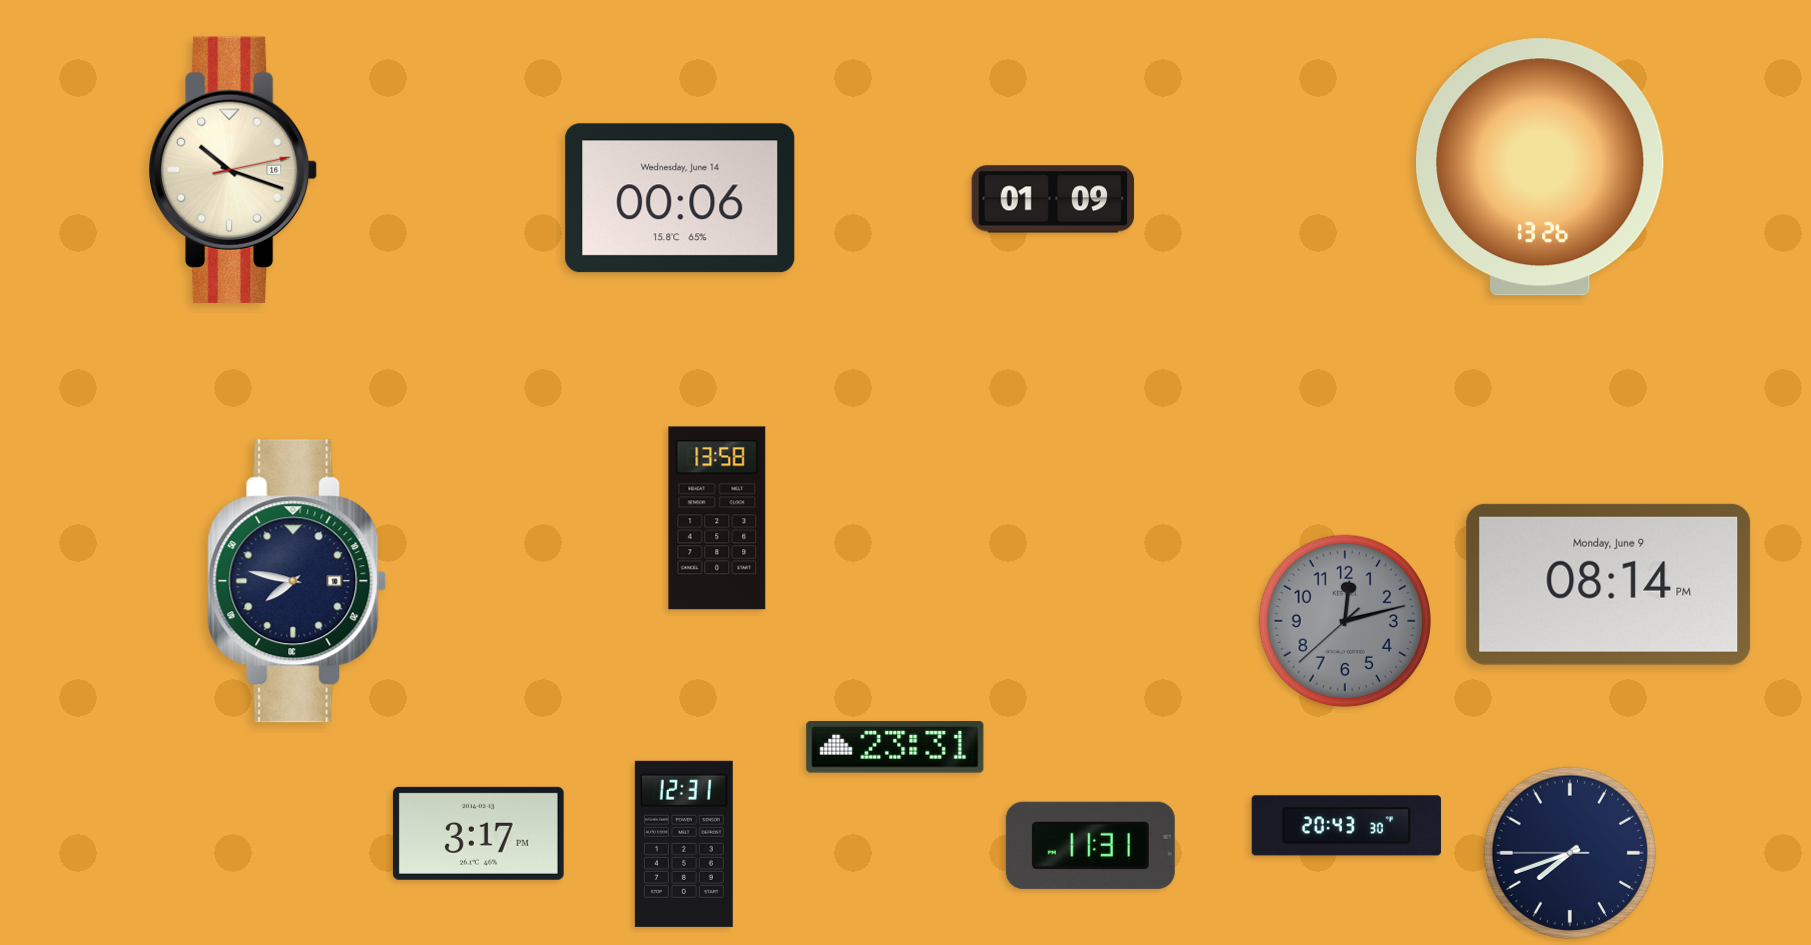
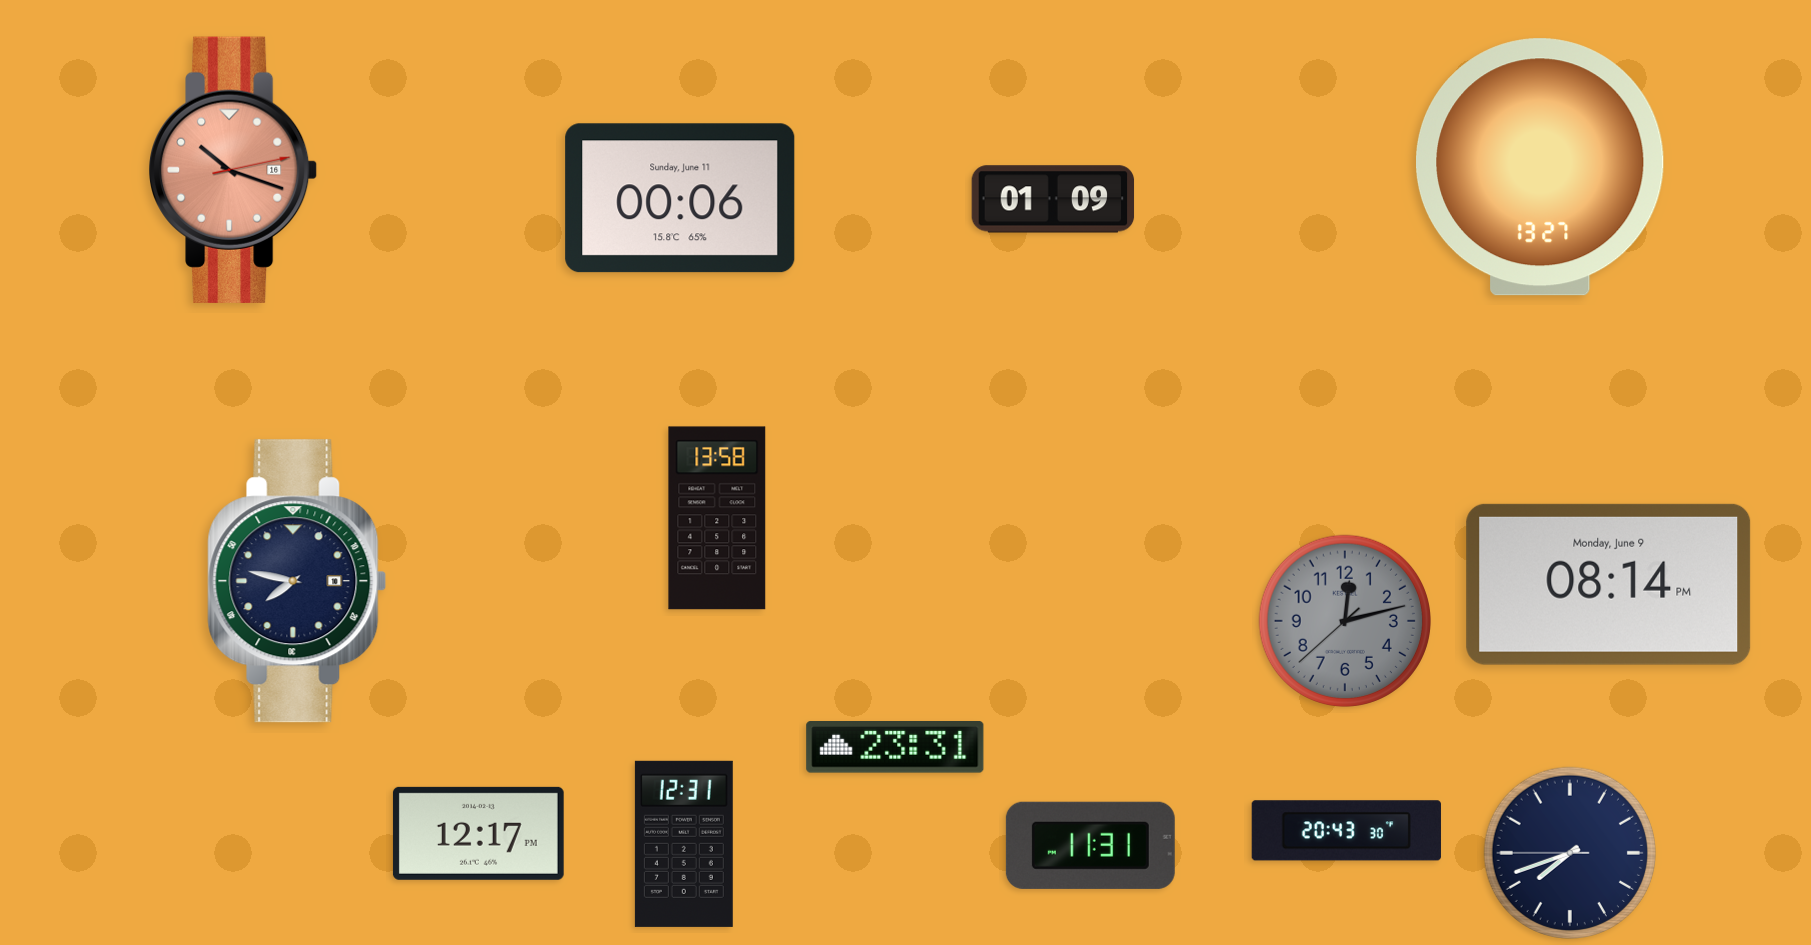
clock at (1541, 167): 13:26 -> 13:27
clock at (234, 170) dial: cream -> salmon
clock at (680, 198) date: Wednesday, June 14 -> Sunday, June 11
clock at (1346, 826) position: (1346, 826) -> (1346, 831)
clock at (478, 833): 3:17 -> 12:17
